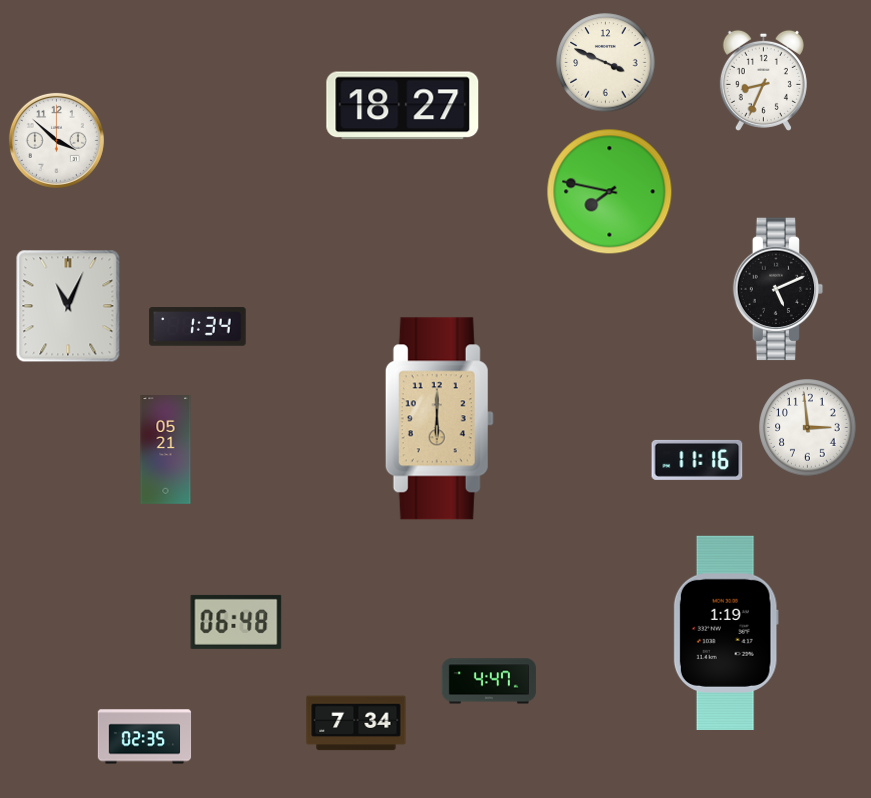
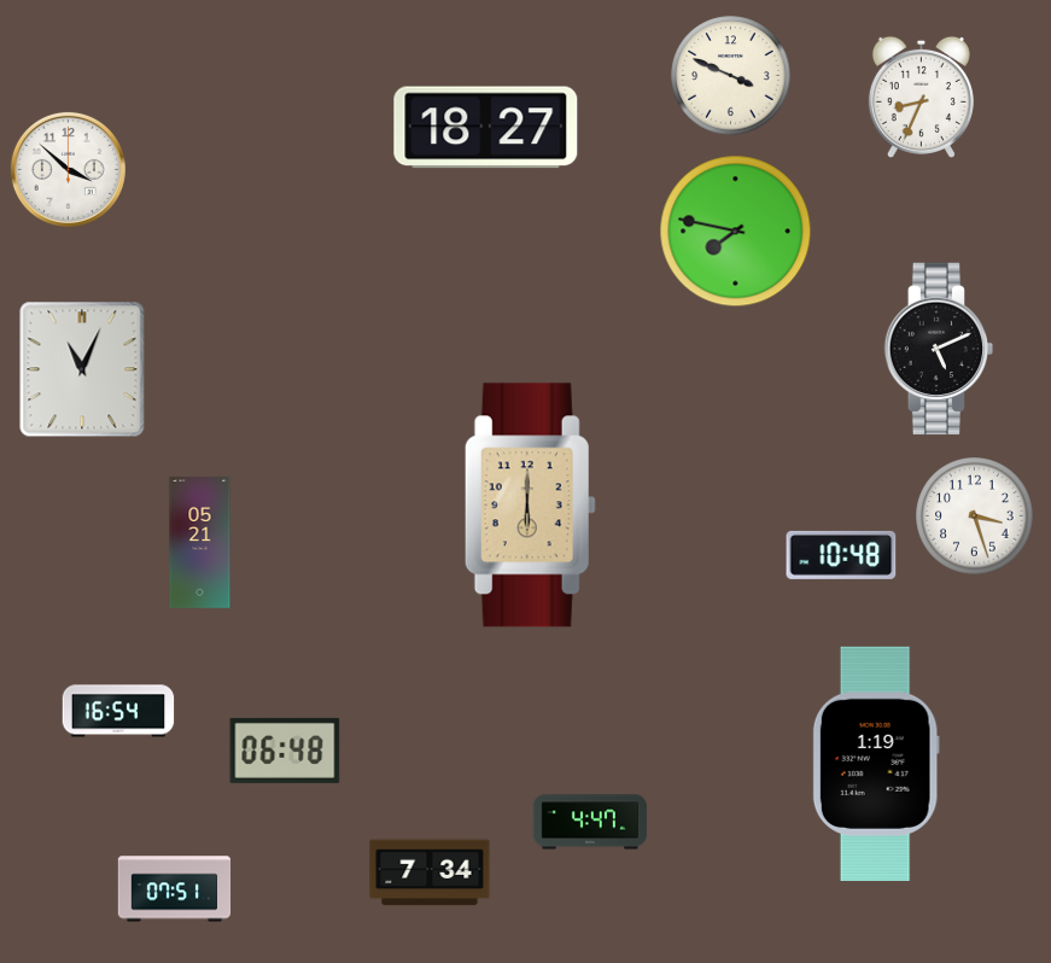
clock at (198, 327): 1:34 -> none
clock at (808, 428): 2:59 -> 3:27
clock at (697, 460): 11:16 -> 10:48
clock at (118, 711): none -> 16:54
clock at (145, 737): 02:35 -> 07:51
